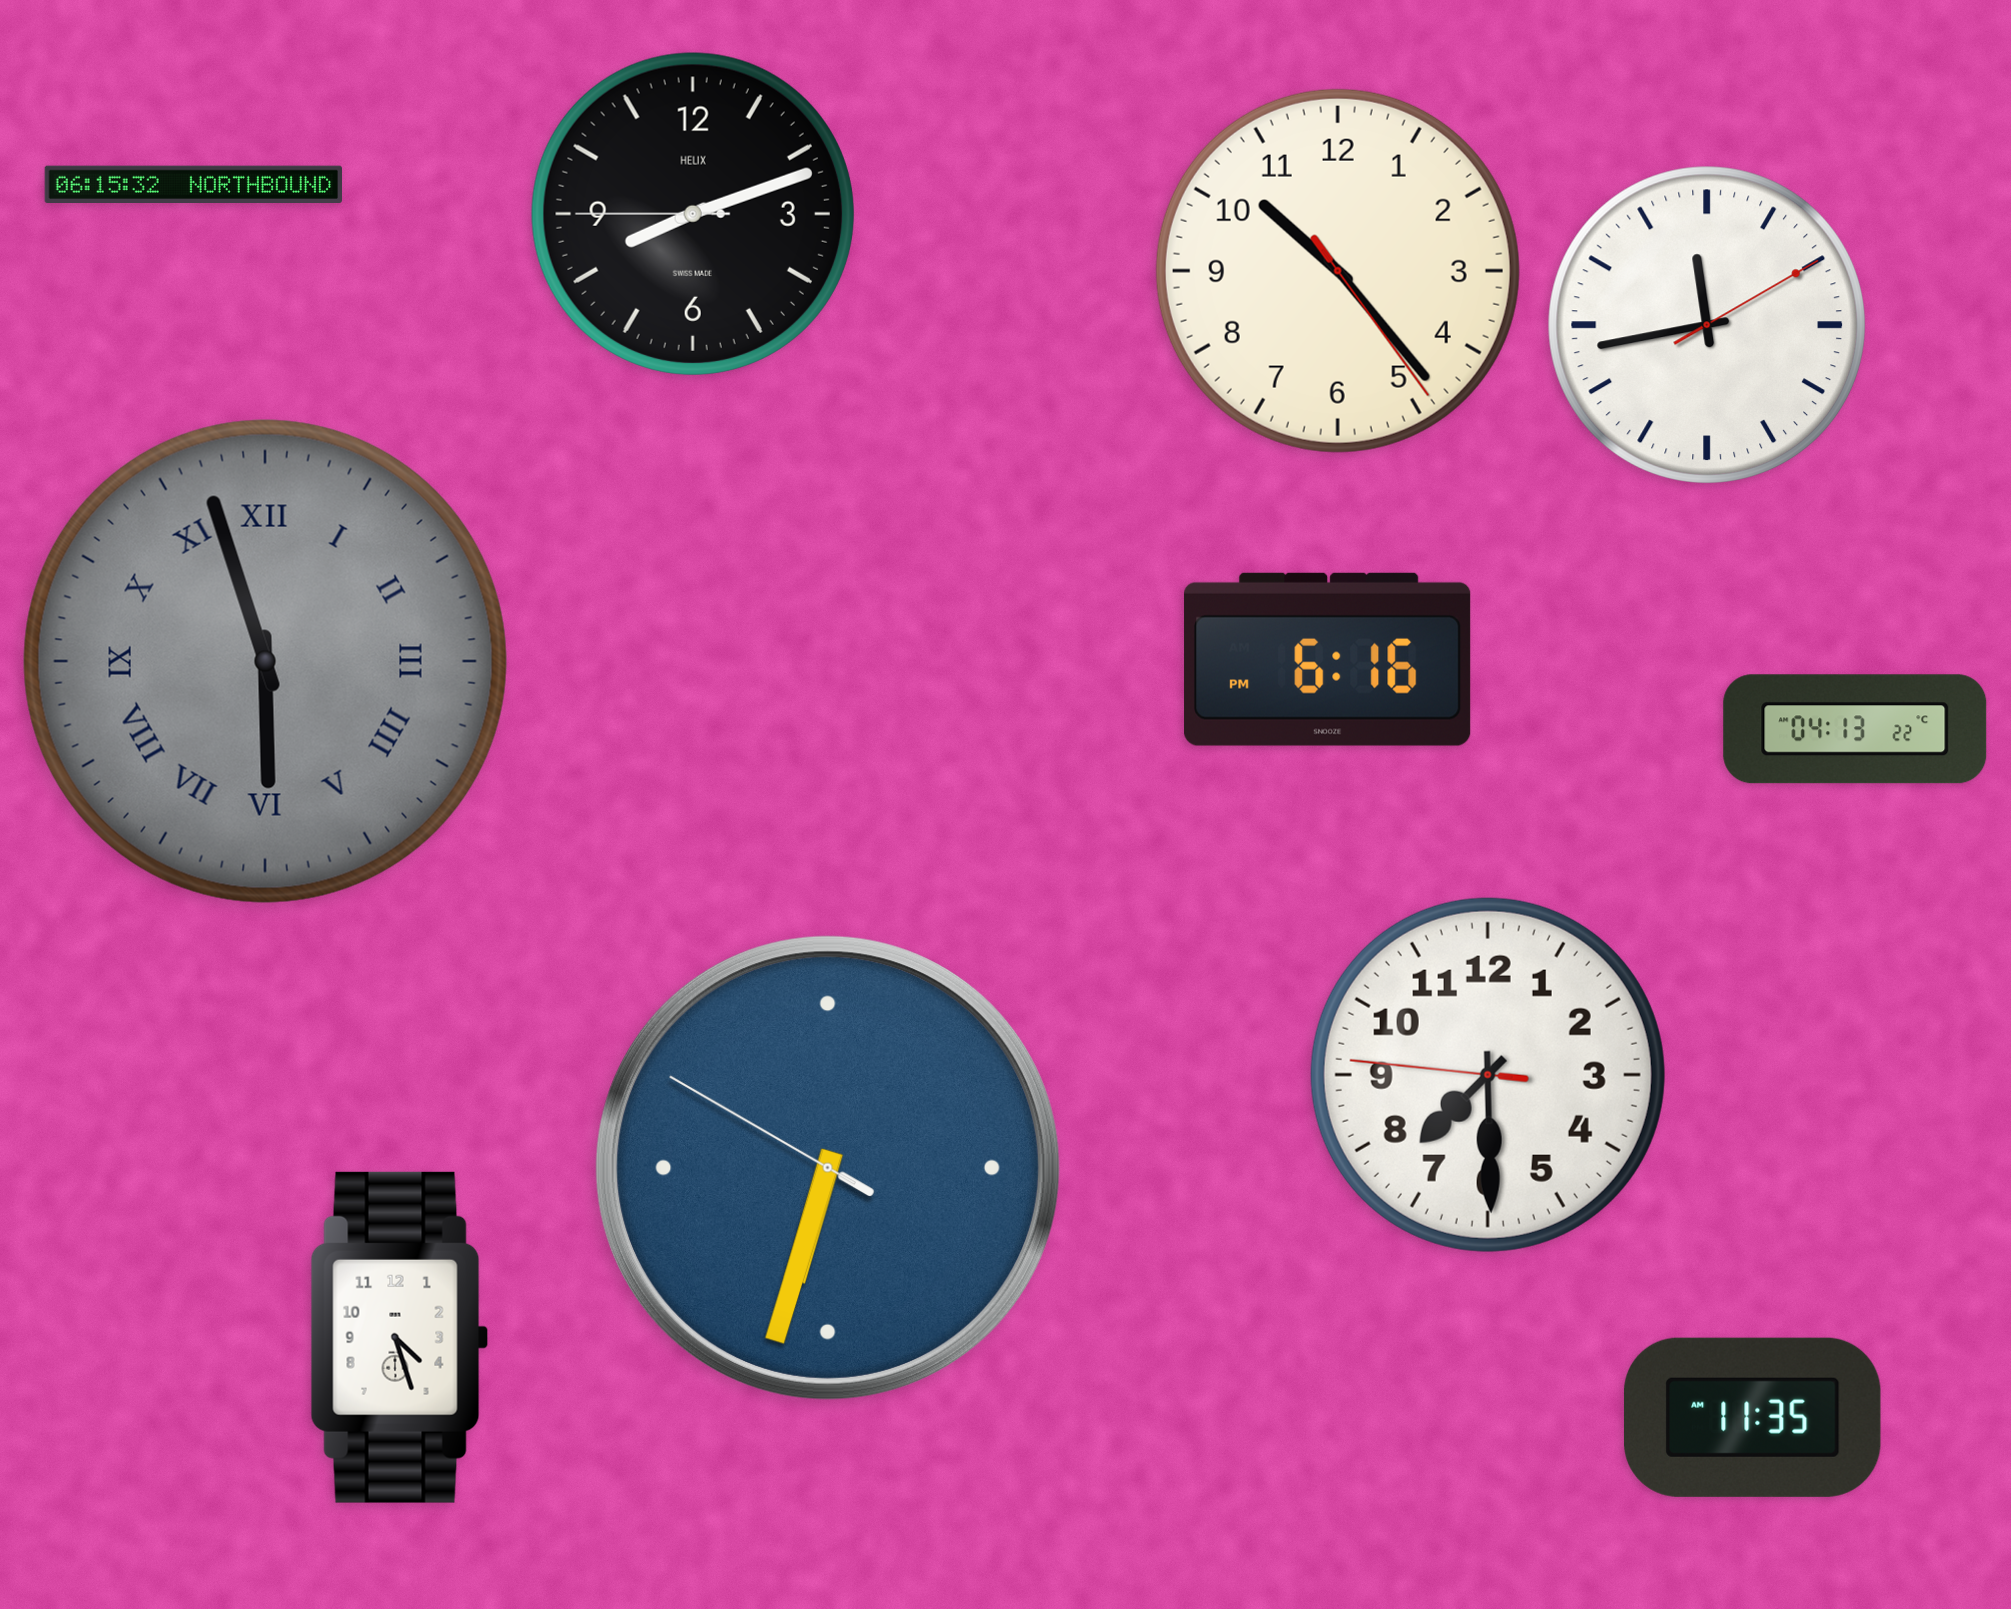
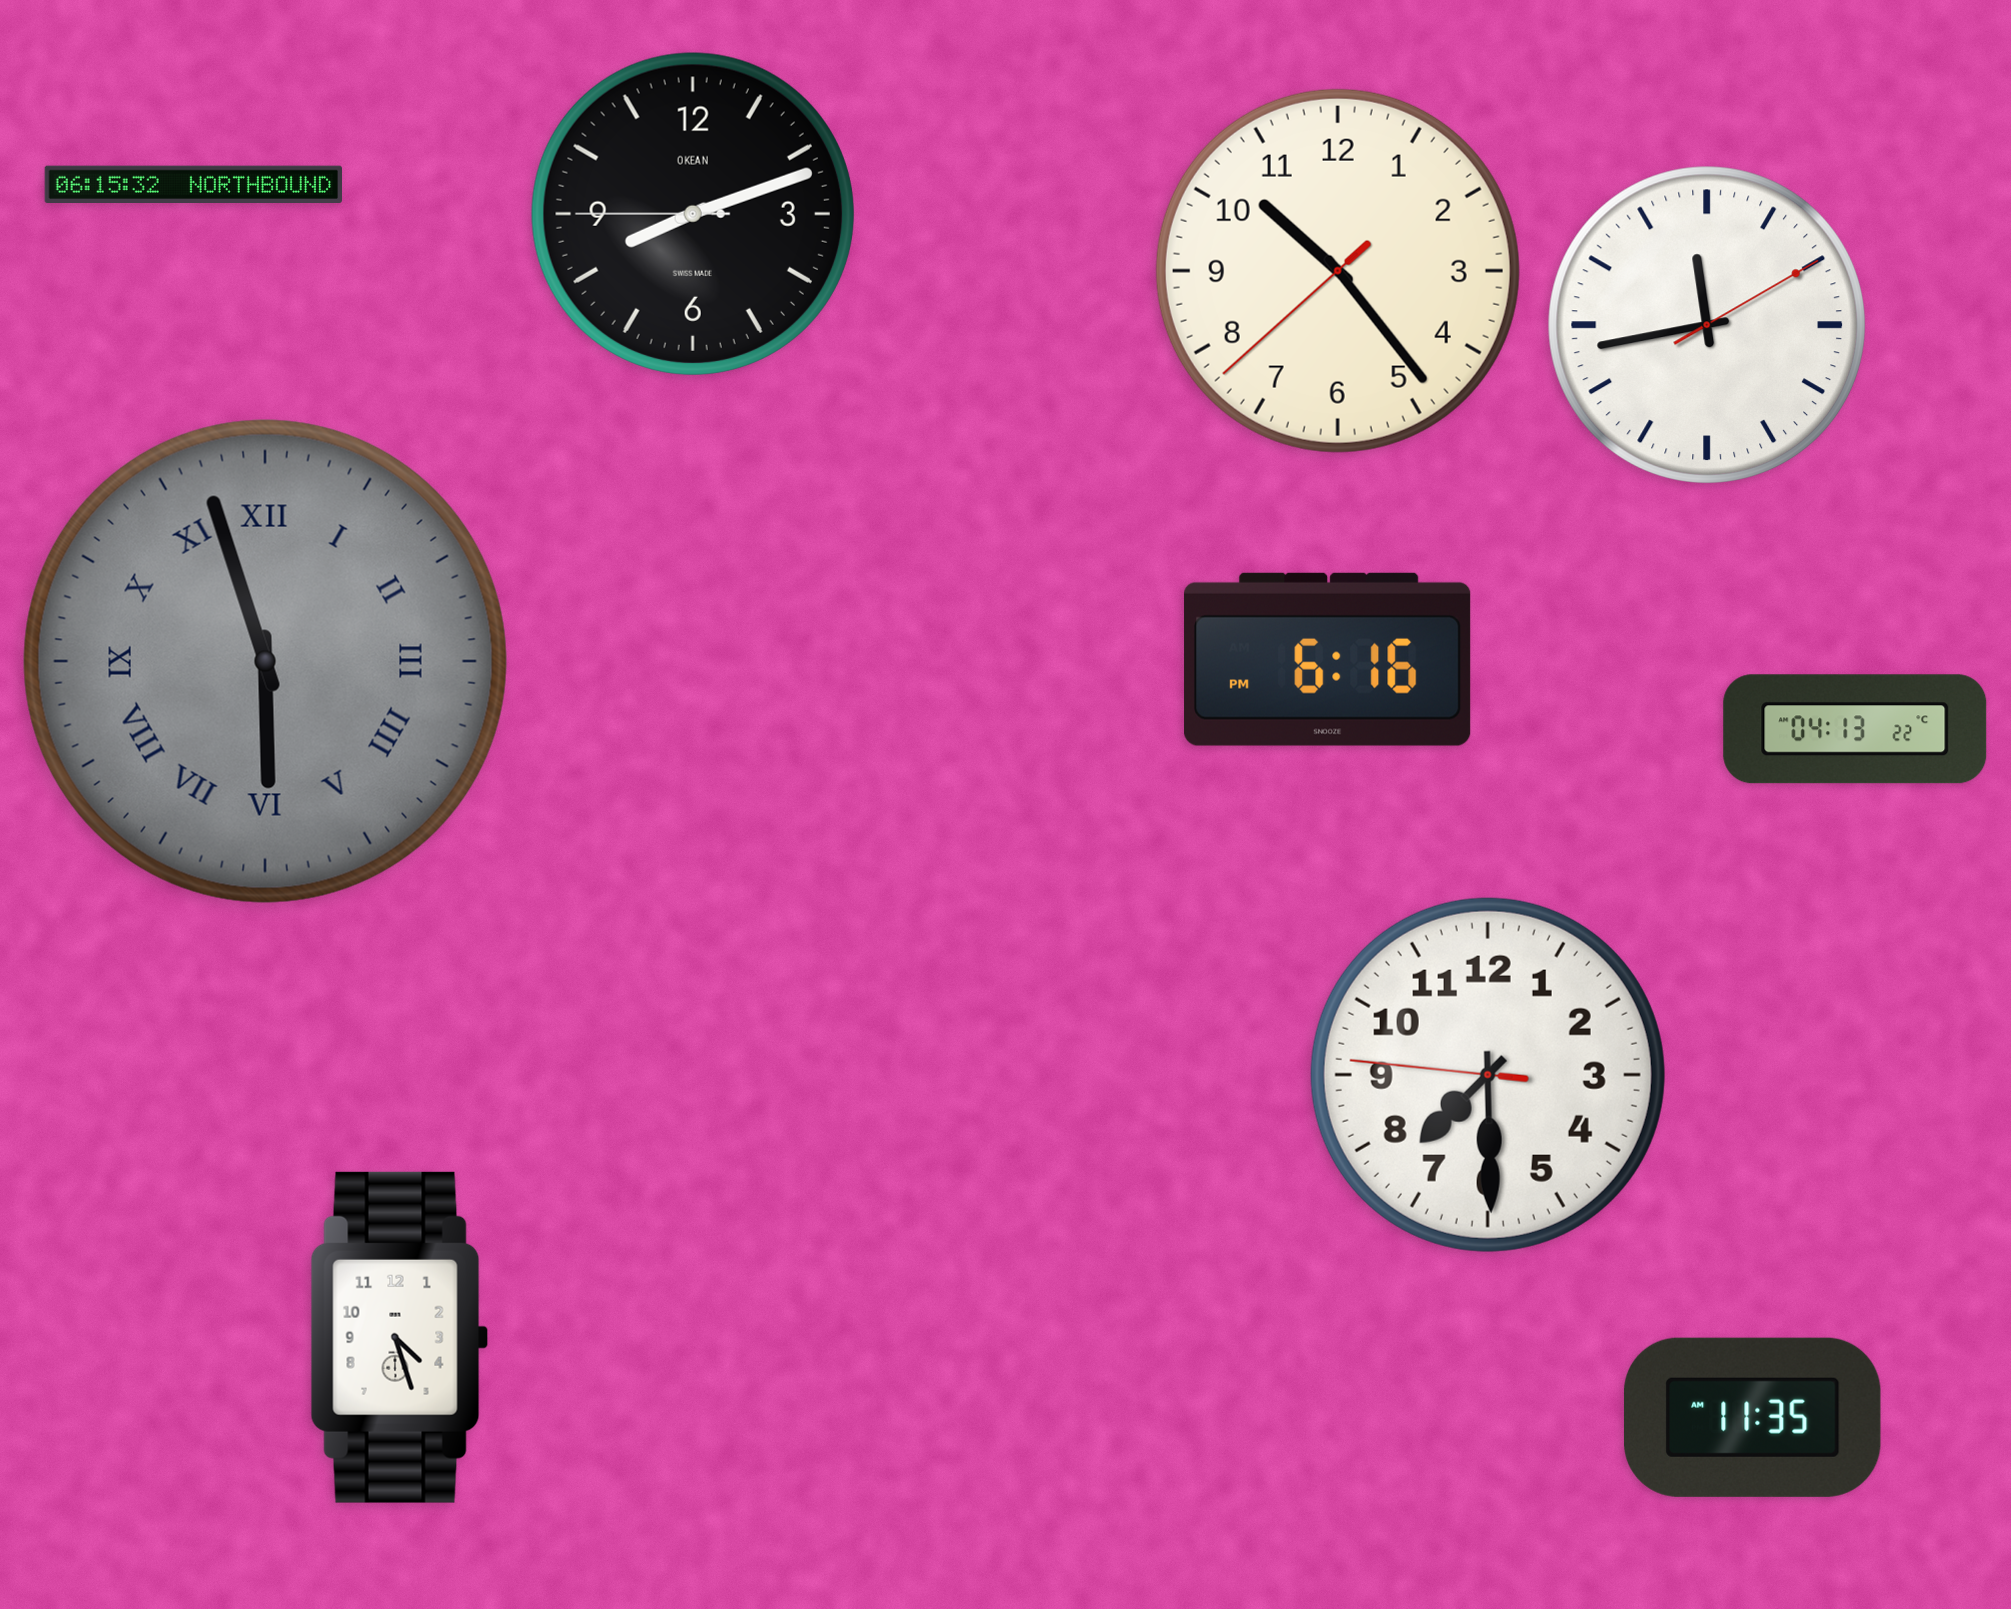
clock at (693, 214) brand: HELIX -> OKEAN
clock at (1338, 271): 10:23:24 -> 10:23:38
clock at (828, 1168): 6:32 -> none
